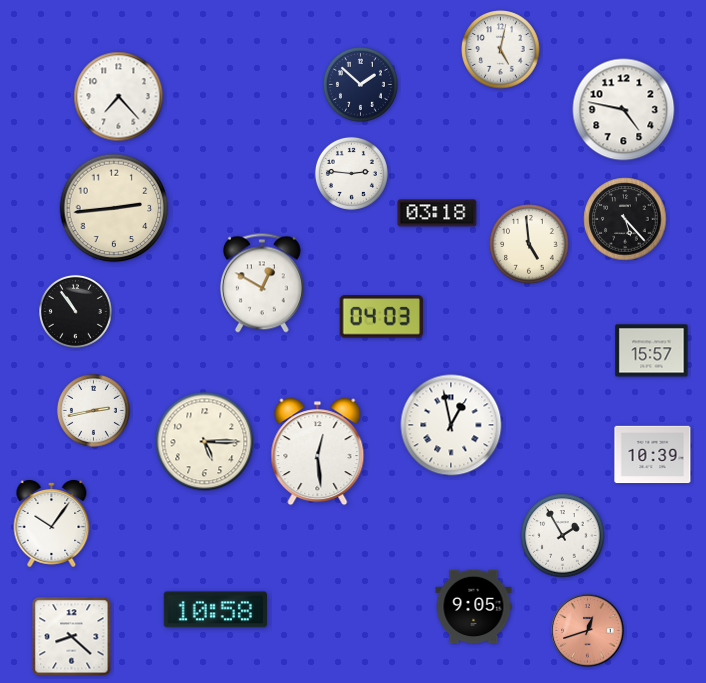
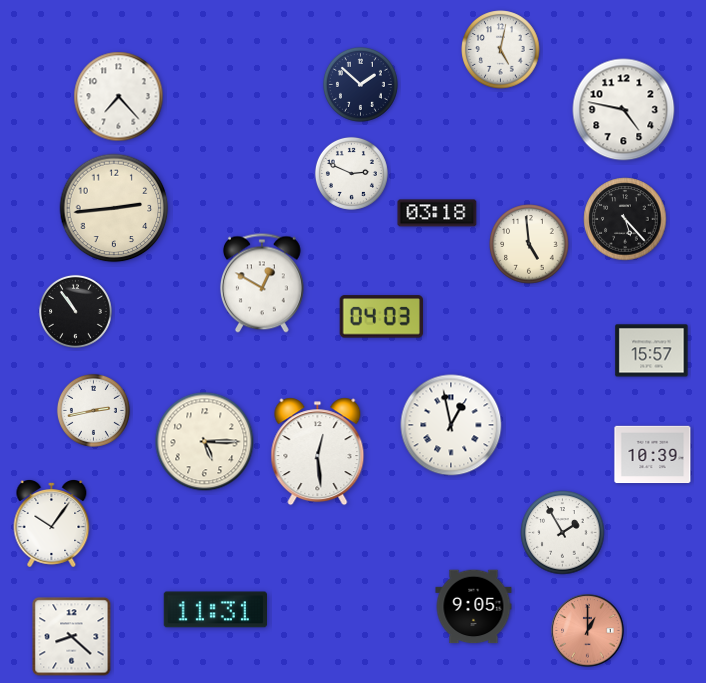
clock at (351, 173): 2:46 -> 2:49
clock at (563, 536) position: (563, 536) -> (563, 533)
clock at (215, 610): 10:58 -> 11:31
clock at (588, 631): 12:42 -> 1:00
